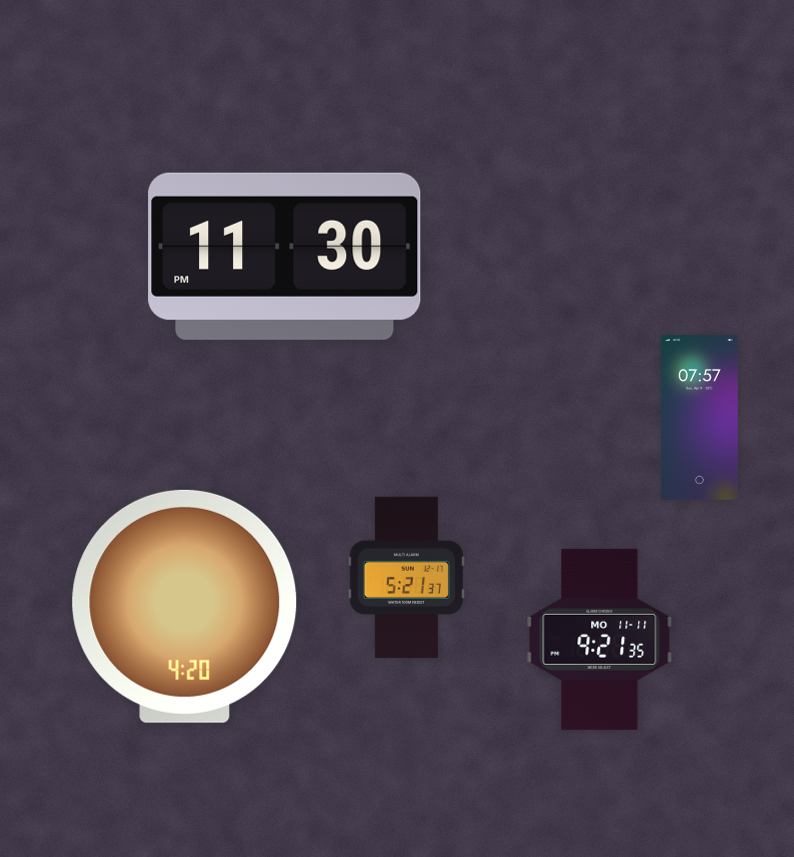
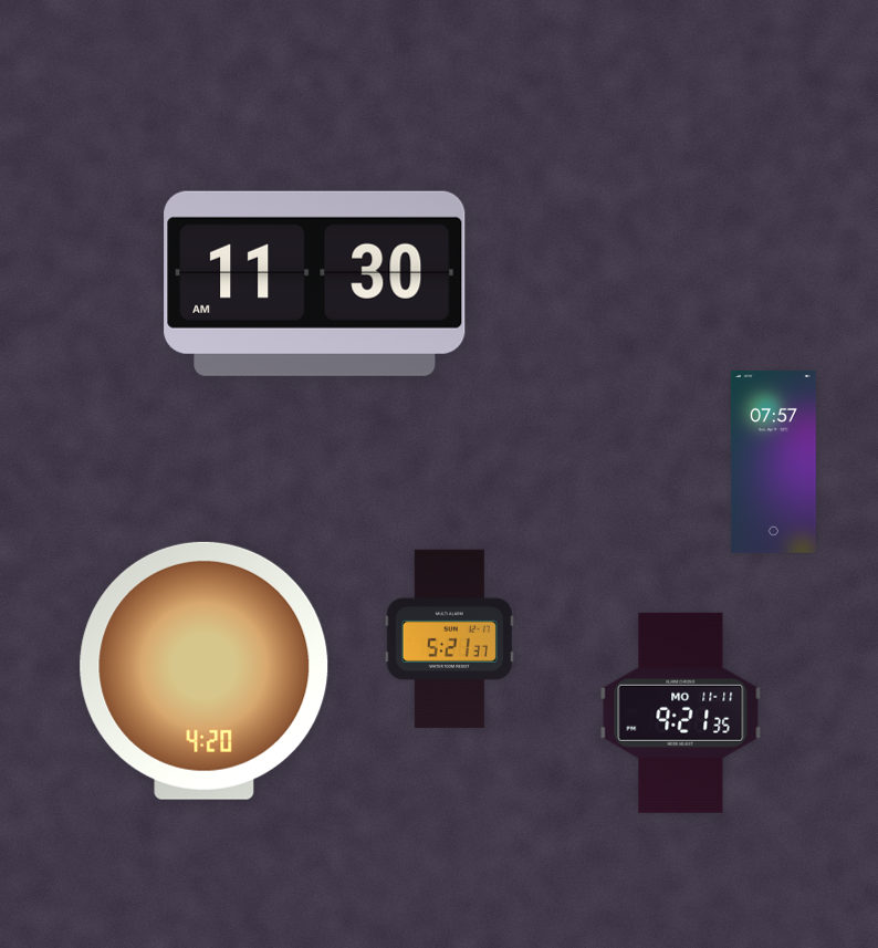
clock at (285, 256): 11:30 PM -> 11:30 AM
clock at (600, 639) position: (600, 639) -> (681, 712)
